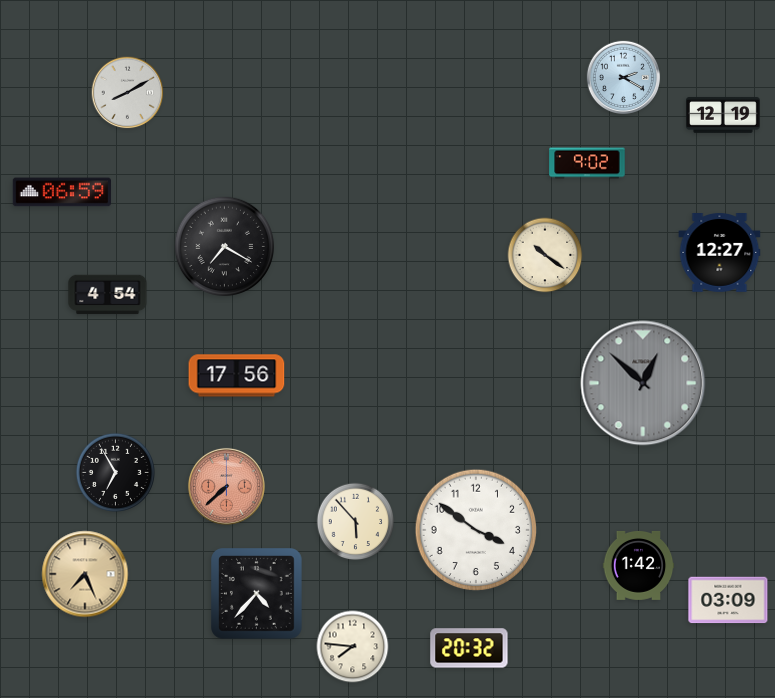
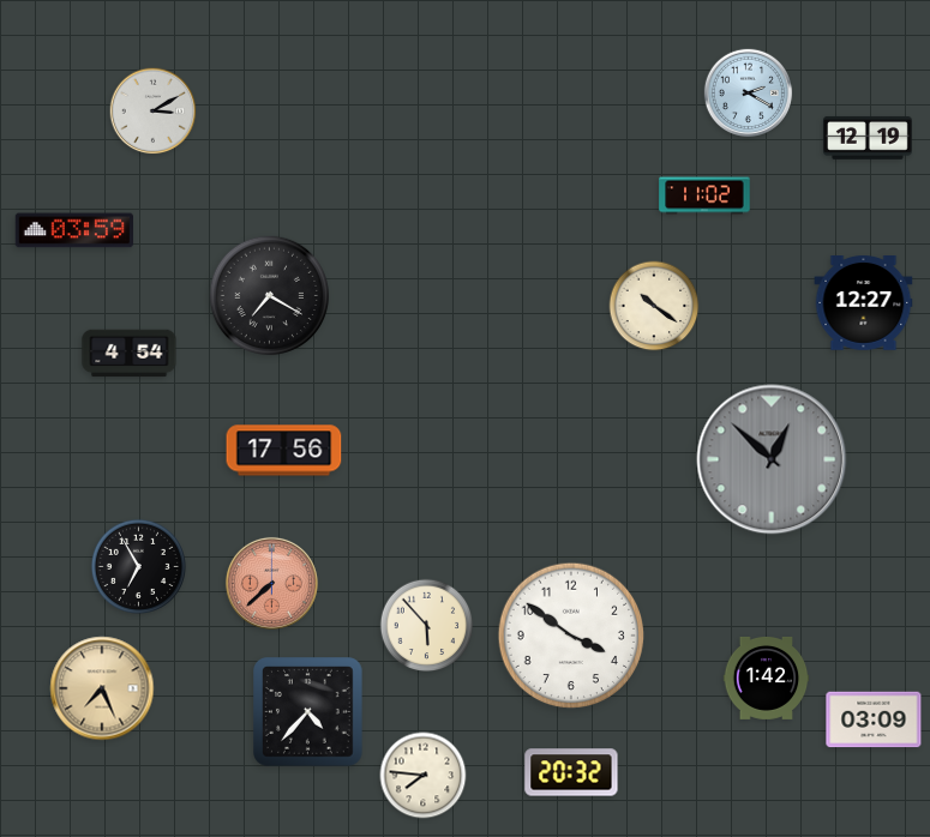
clock at (128, 93): 8:10 -> 3:10
clock at (587, 163): 9:02 -> 11:02
clock at (61, 192): 06:59 -> 03:59
clock at (469, 648) position: (469, 648) -> (571, 772)
